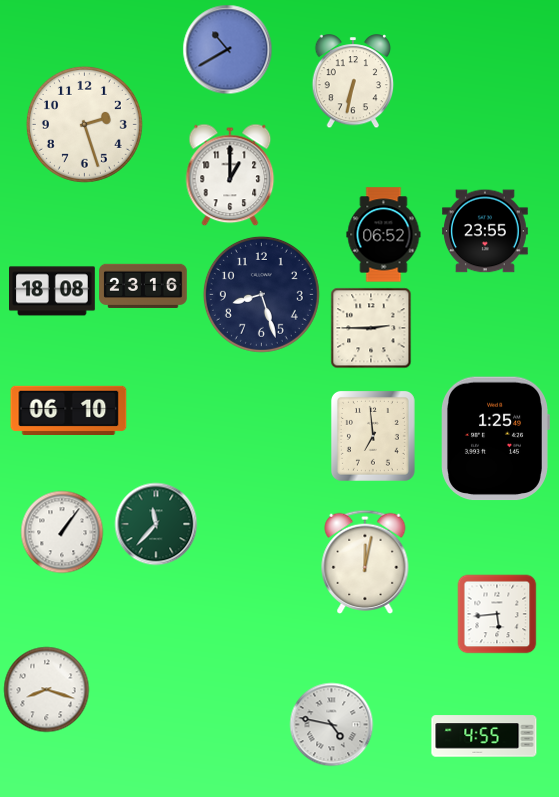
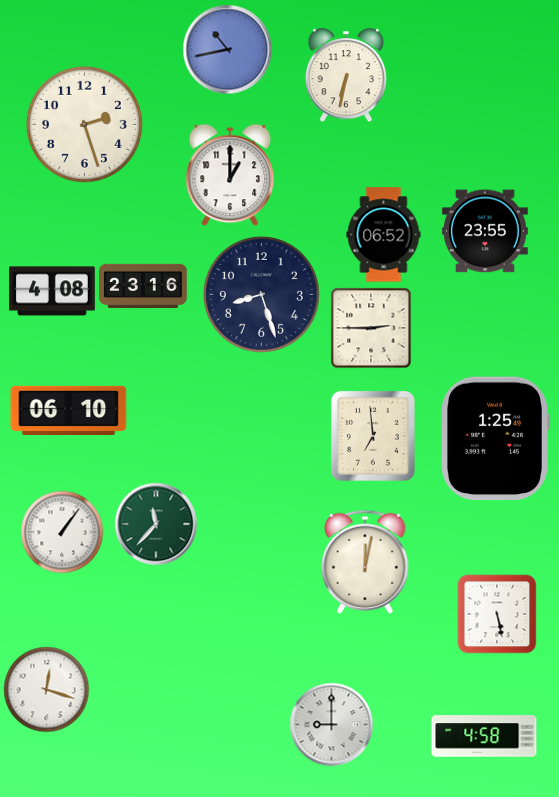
clock at (227, 49): 10:40 -> 10:43
clock at (353, 82) position: (353, 82) -> (346, 76)
clock at (53, 291): 18:08 -> 4:08
clock at (497, 614): 5:44 -> 5:28
clock at (46, 689): 8:18 -> 12:18
clock at (331, 724): 4:47 -> 9:00
clock at (484, 736): 4:55 -> 4:58
